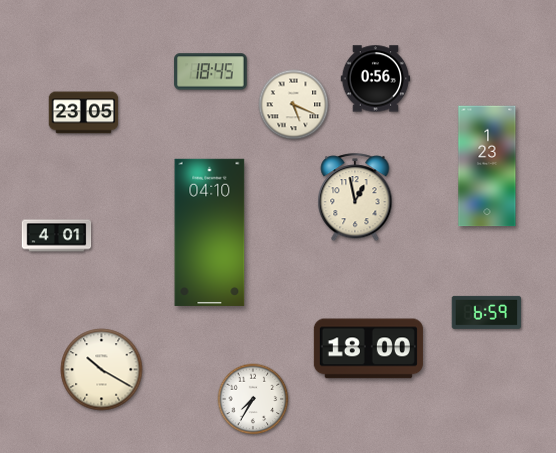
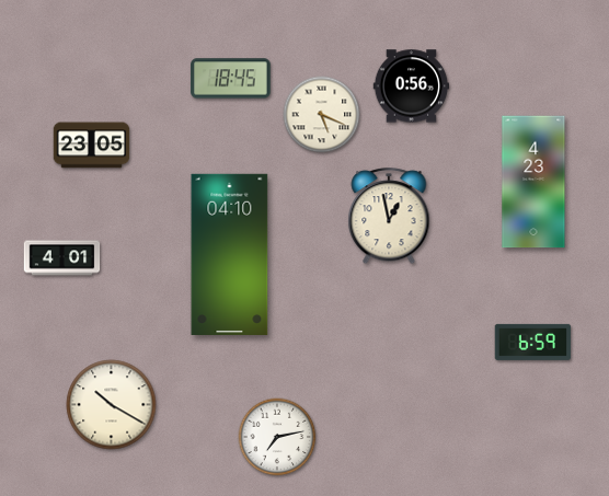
clock at (84, 113) position: (84, 113) -> (92, 146)
clock at (487, 166): 1:23 -> 4:23
clock at (368, 349): 18:00 -> none
clock at (253, 399): 7:35 -> 7:13
